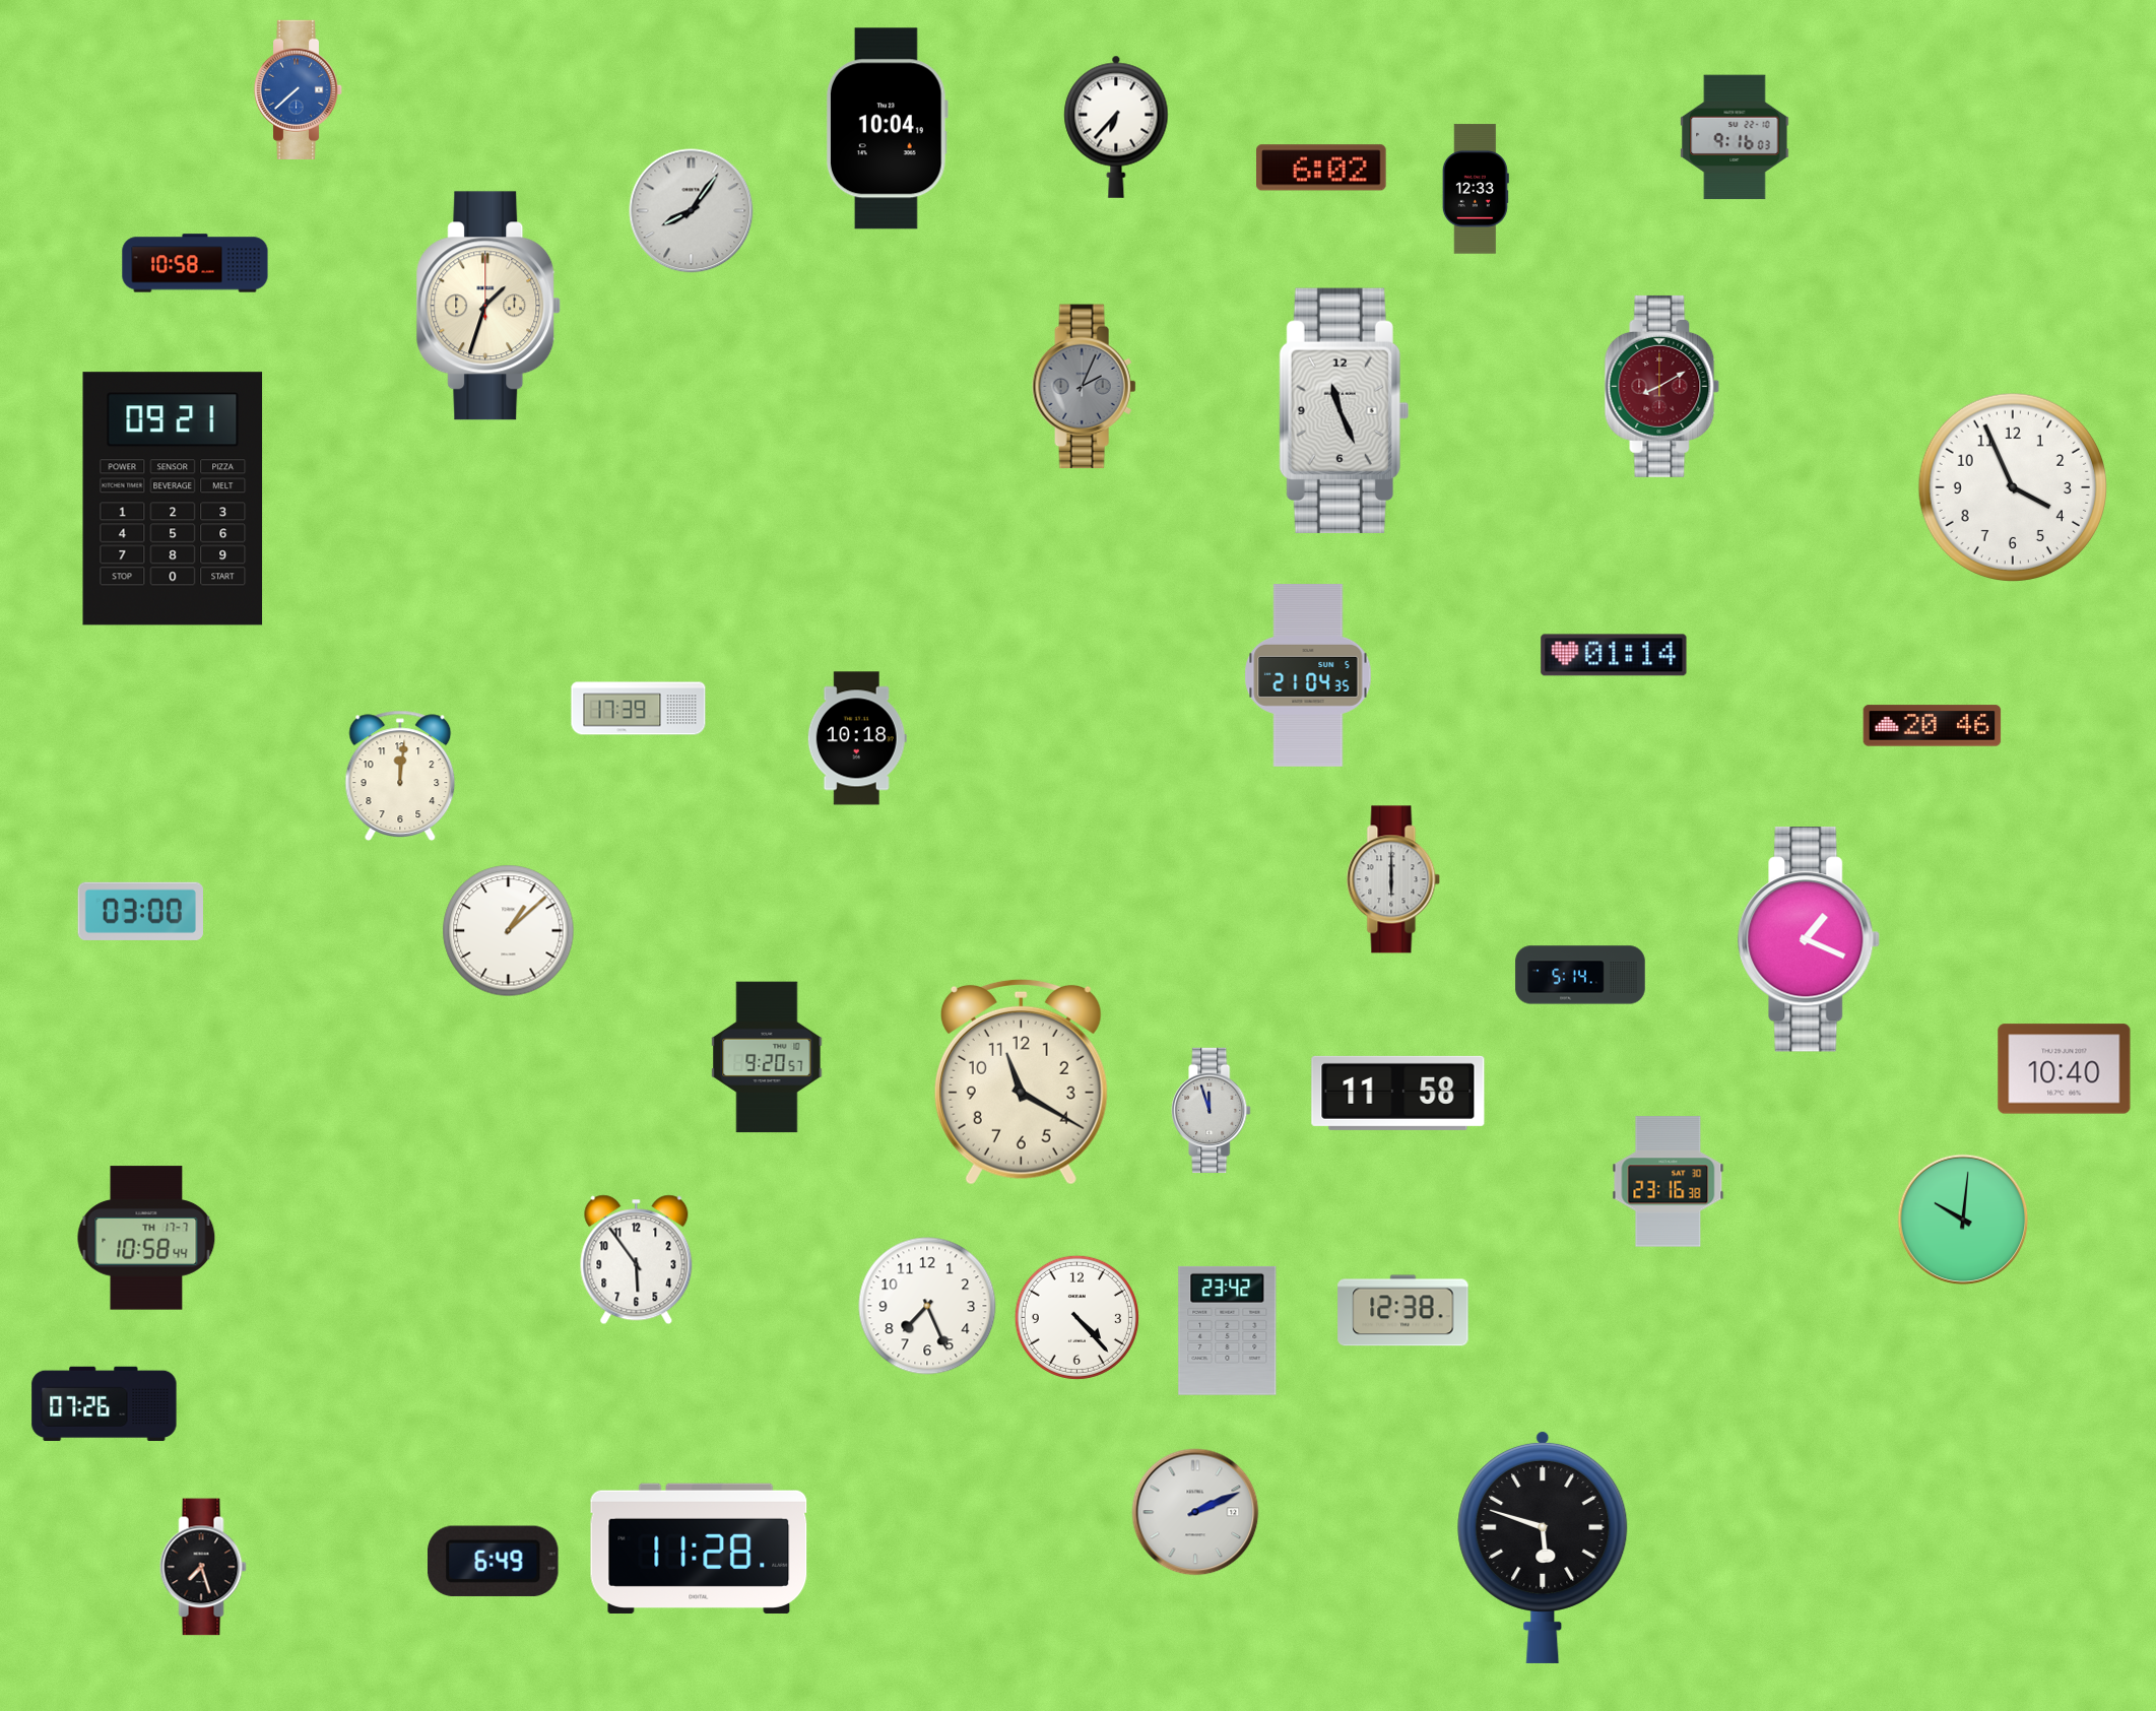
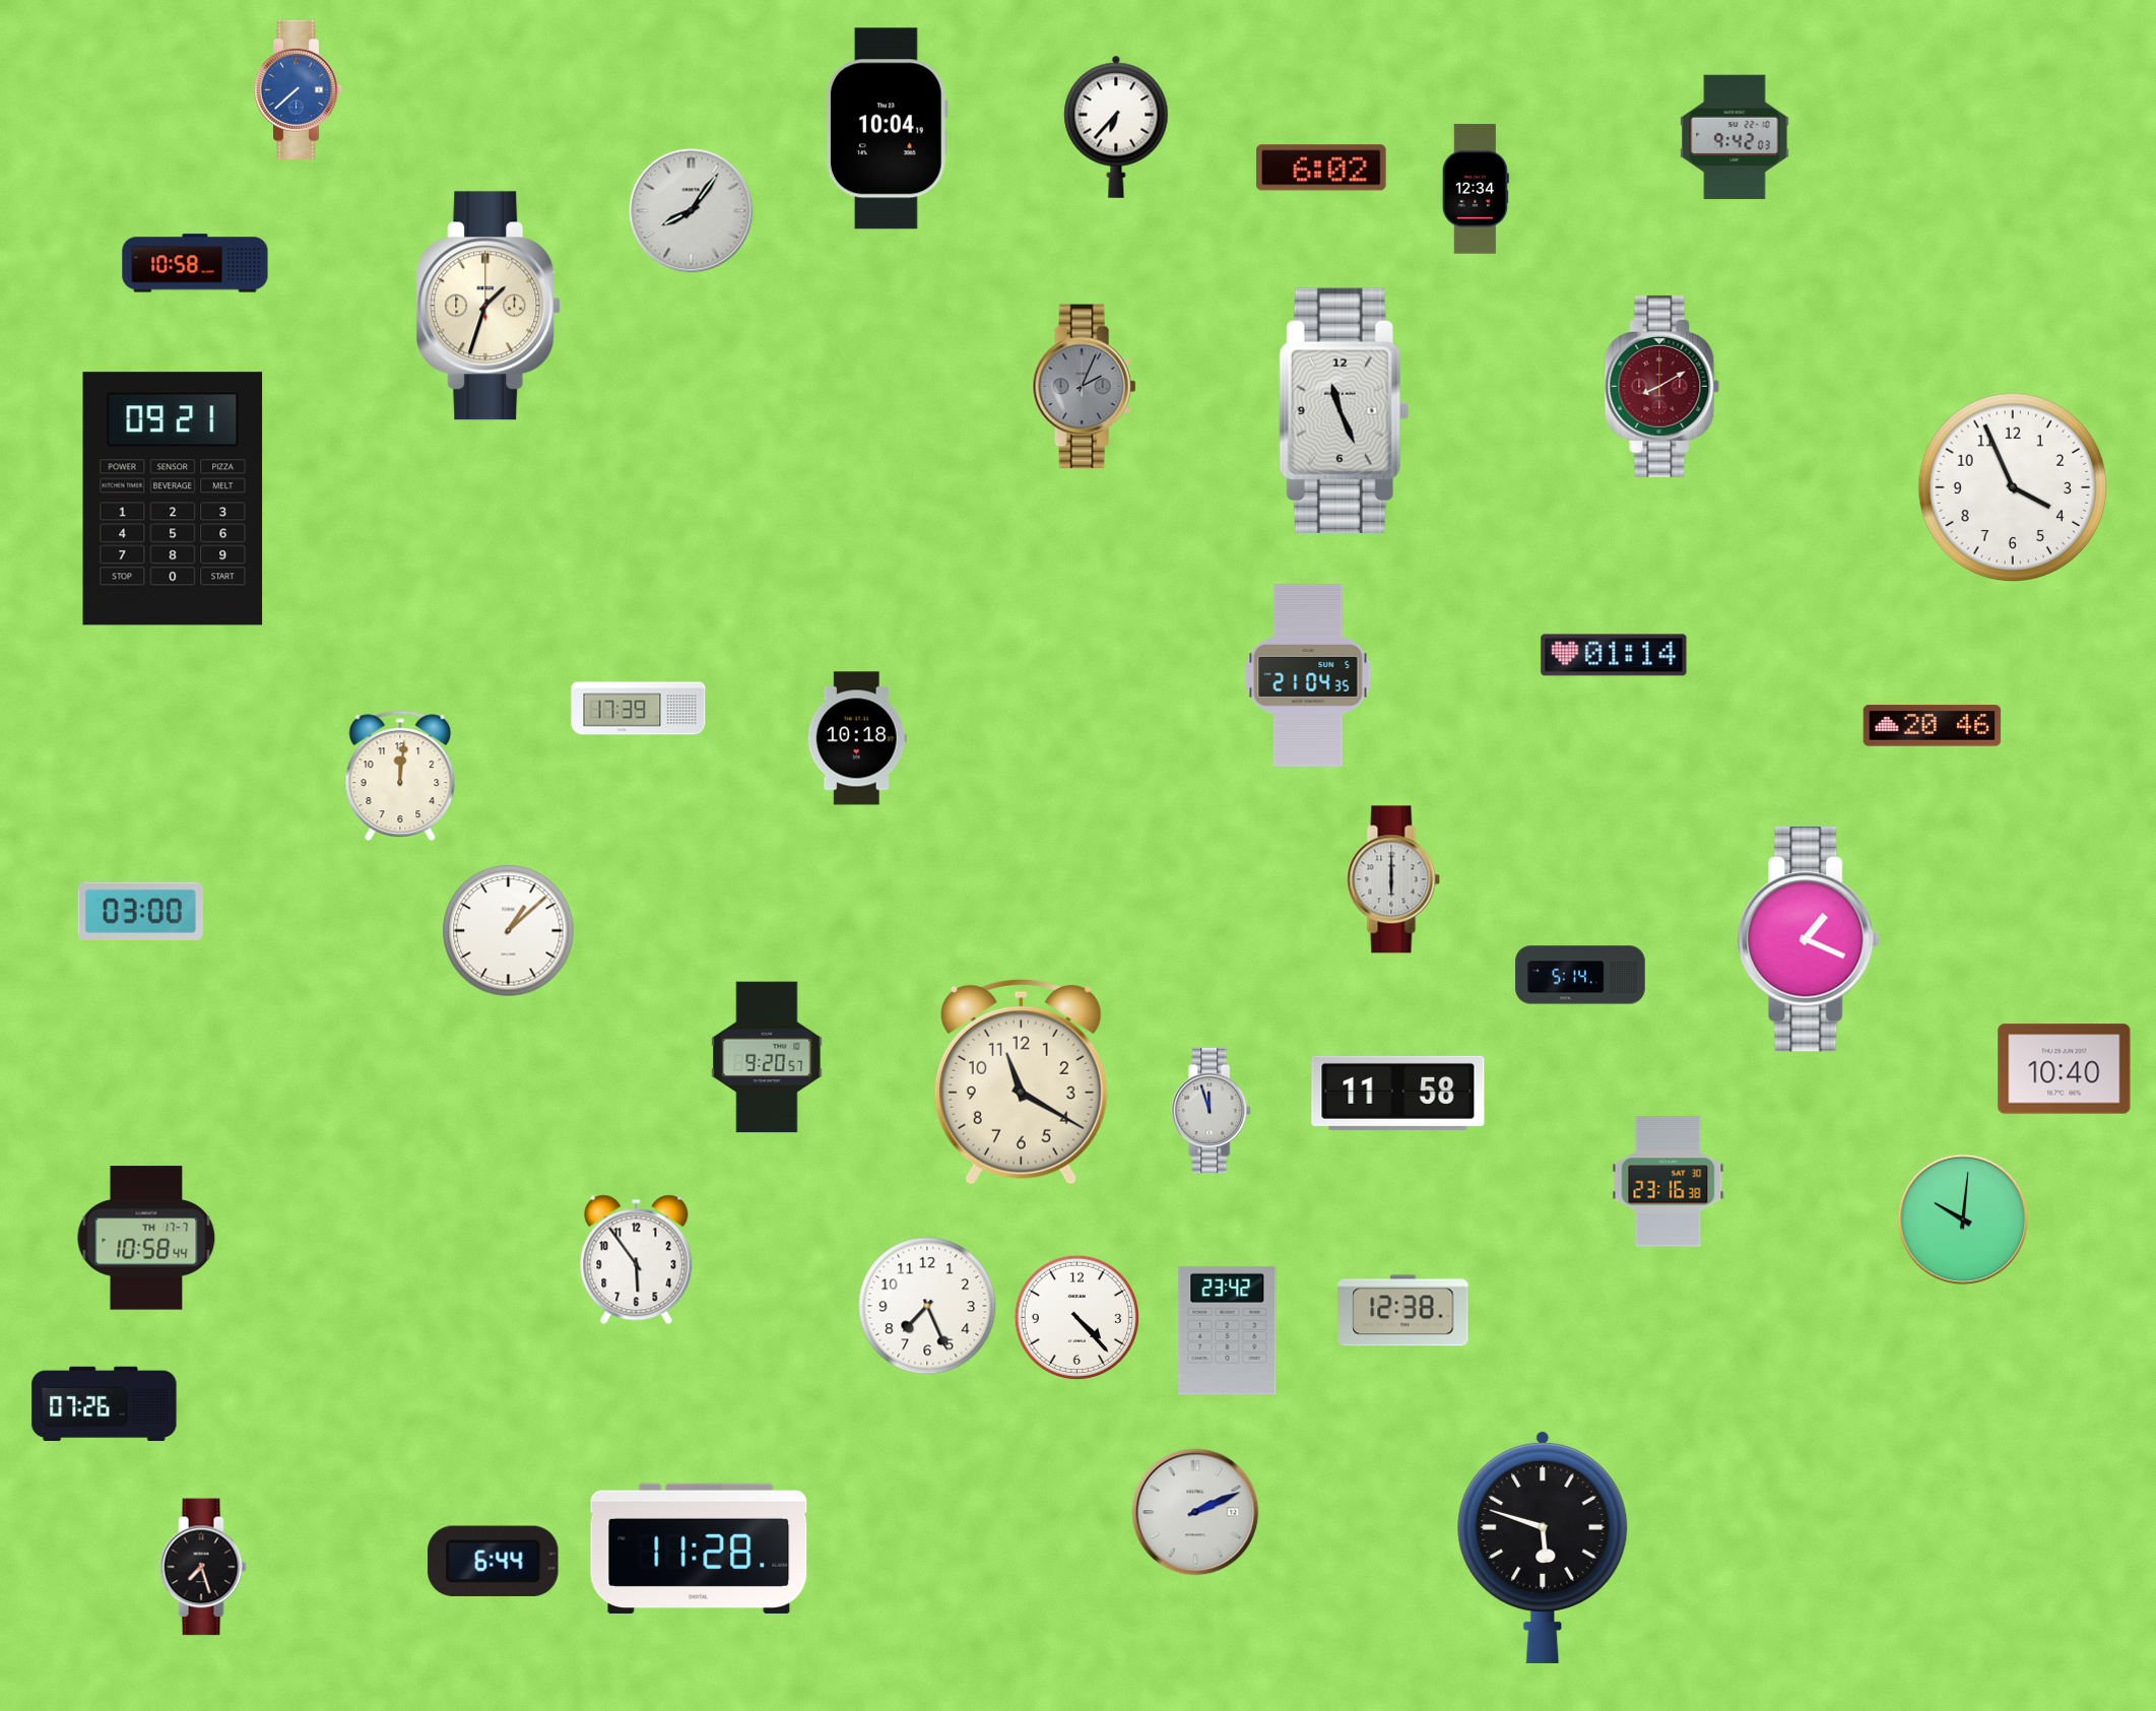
clock at (1735, 137): 9:16 -> 9:42
clock at (1476, 189): 12:33 -> 12:34
clock at (494, 1561): 6:49 -> 6:44
